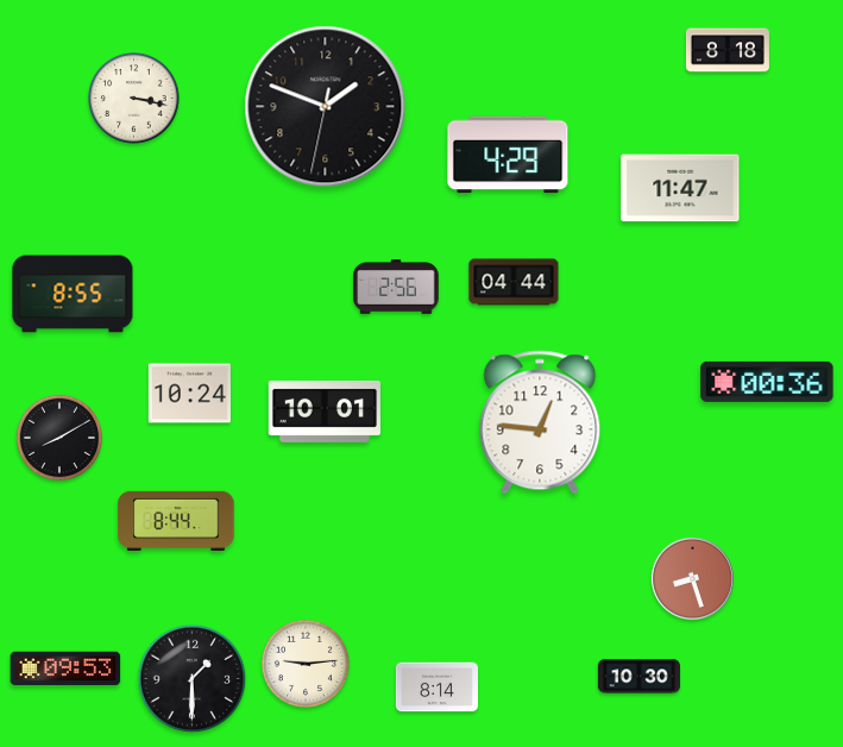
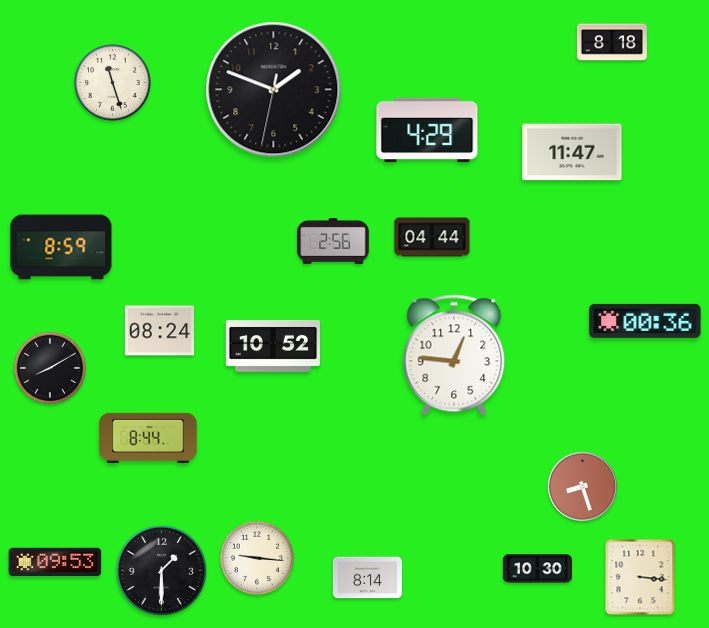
clock at (134, 99): 3:17 -> 11:27
clock at (680, 188) position: (680, 188) -> (572, 152)
clock at (73, 294): 8:55 -> 8:59
clock at (189, 394): 10:24 -> 08:24
clock at (323, 412): 10:01 -> 10:52
clock at (306, 664): 9:14 -> 9:16
clock at (640, 577): none -> 3:16
